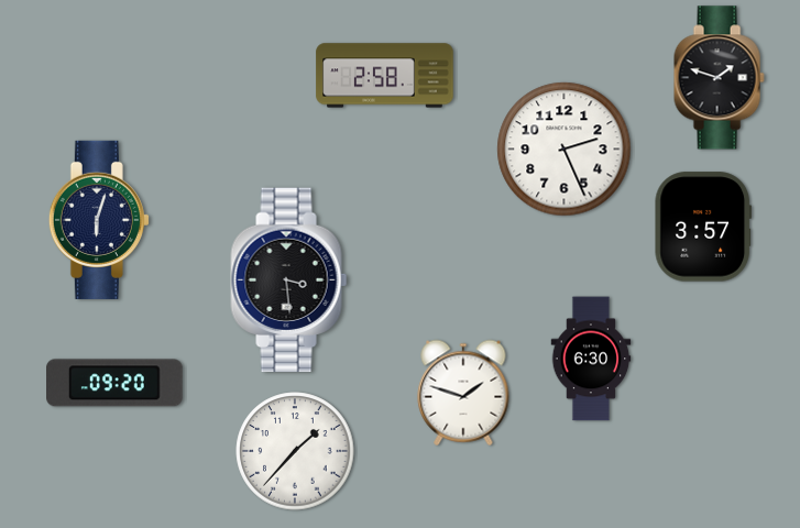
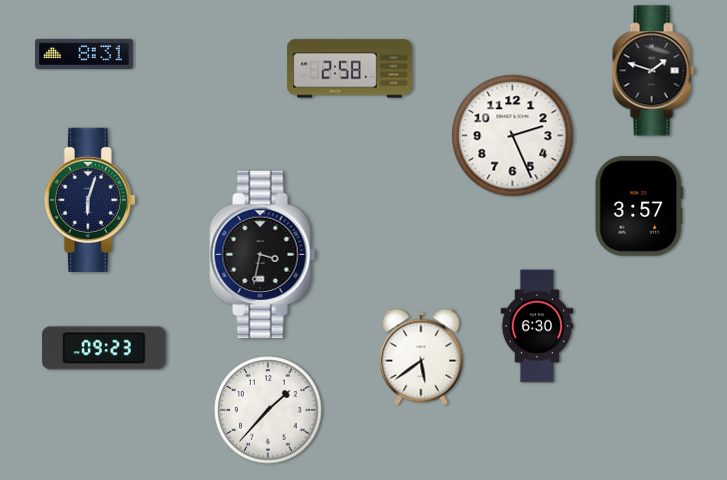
clock at (84, 54): none -> 8:31
clock at (289, 280): 3:29 -> 3:32
clock at (116, 383): 09:20 -> 09:23
clock at (463, 393): 1:48 -> 5:39
